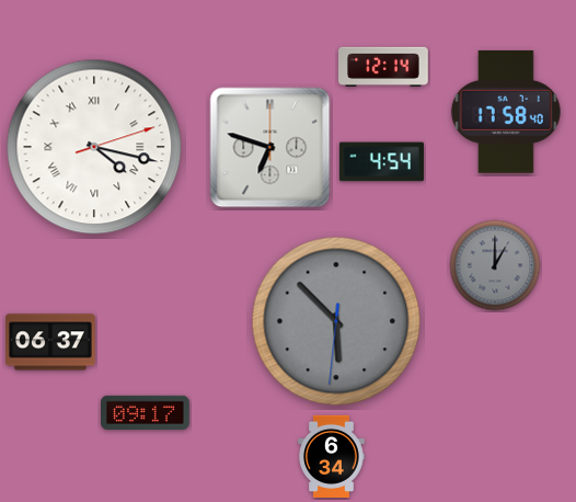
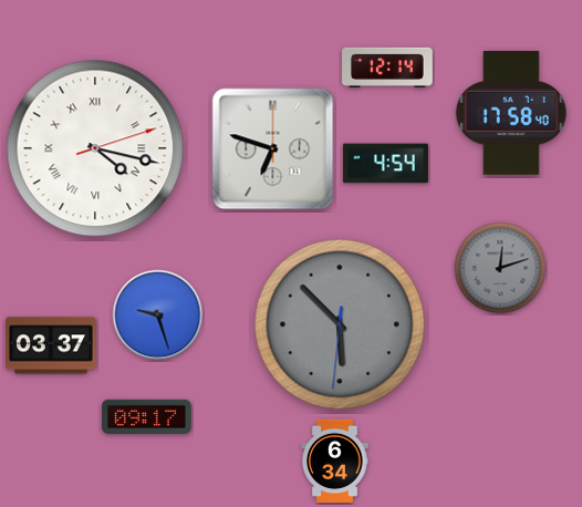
clock at (495, 265): 1:00 -> 12:12
clock at (158, 315): none -> 9:27
clock at (50, 342): 06:37 -> 03:37
